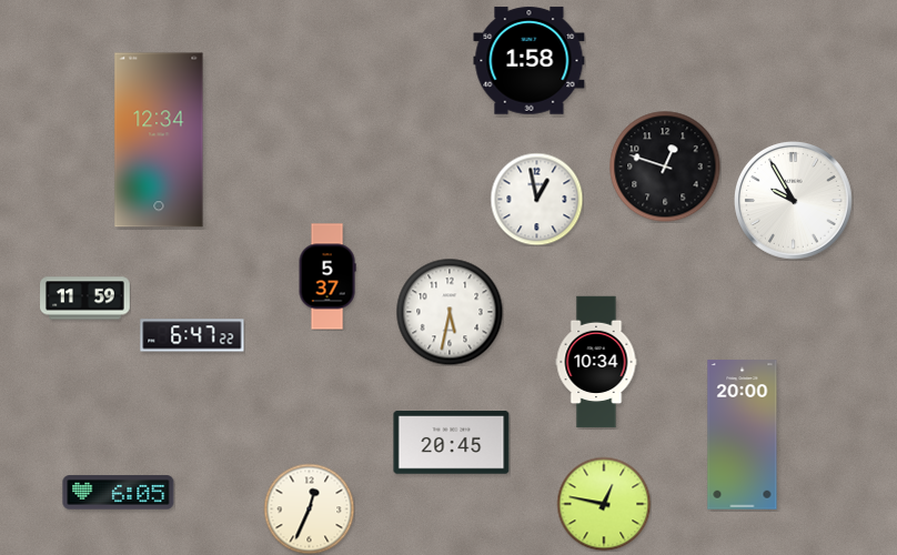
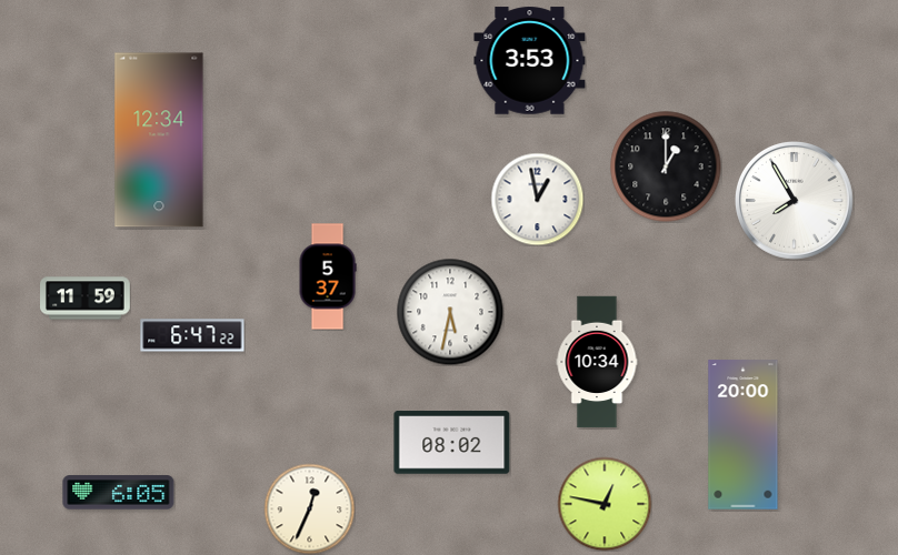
clock at (530, 61): 1:58 -> 3:53
clock at (665, 167): 12:48 -> 1:00
clock at (794, 201): 9:55 -> 7:55
clock at (452, 443): 20:45 -> 08:02
